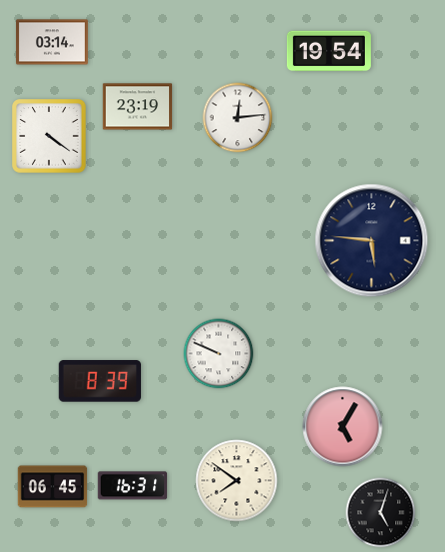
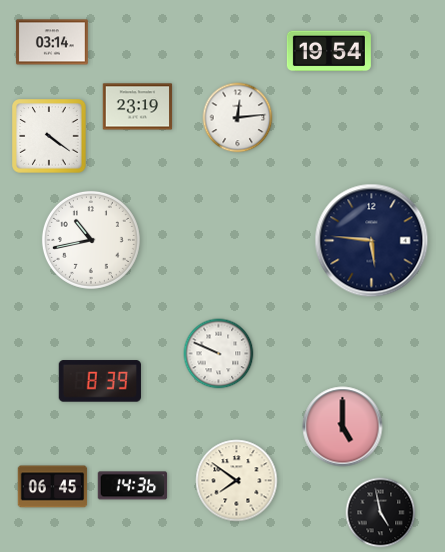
clock at (91, 240): none -> 10:43
clock at (343, 427): 5:05 -> 5:00
clock at (133, 486): 16:31 -> 14:36
clock at (381, 513): 5:03 -> 4:58
